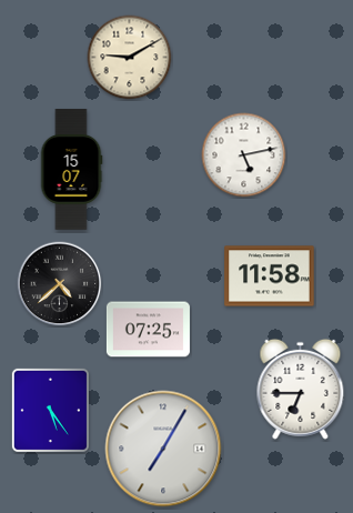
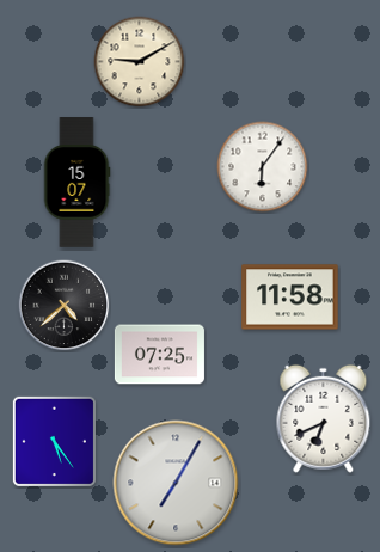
clock at (244, 155): 5:13 -> 6:06
clock at (301, 389): 6:45 -> 6:41
